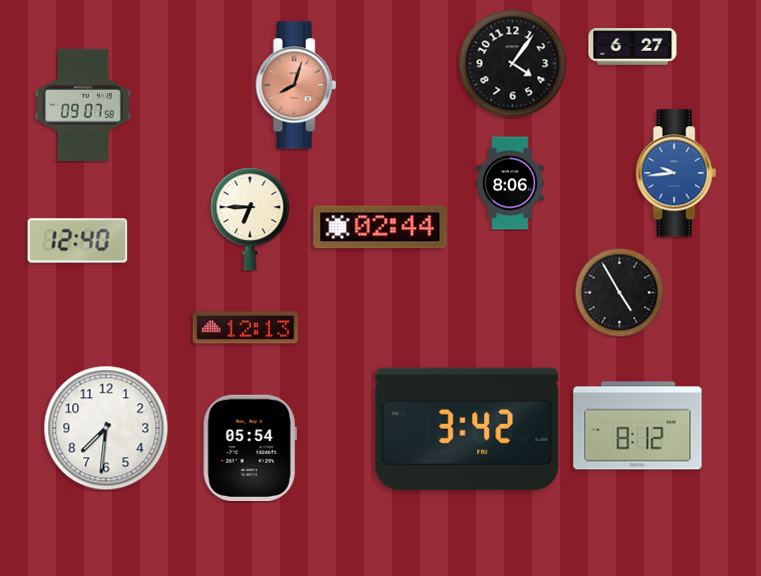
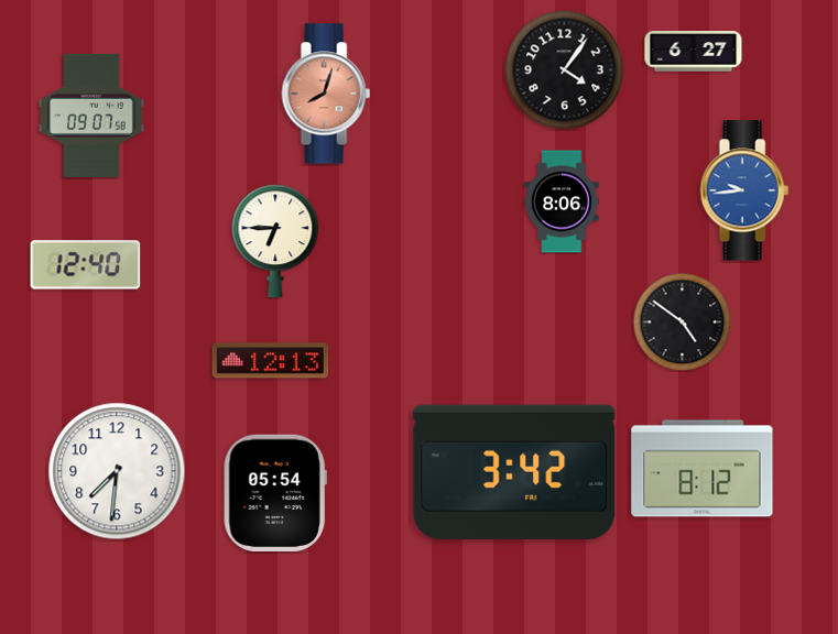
clock at (633, 47) position: (633, 47) -> (694, 52)
clock at (380, 227): 02:44 -> none
clock at (619, 292): 4:55 -> 4:51
